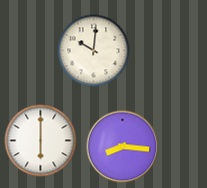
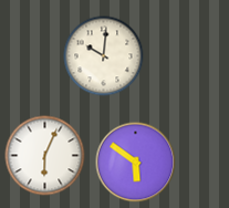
clock at (41, 141): 6:00 -> 6:04
clock at (123, 147): 8:16 -> 5:51
